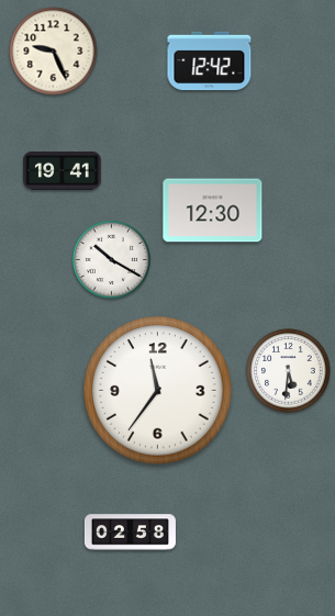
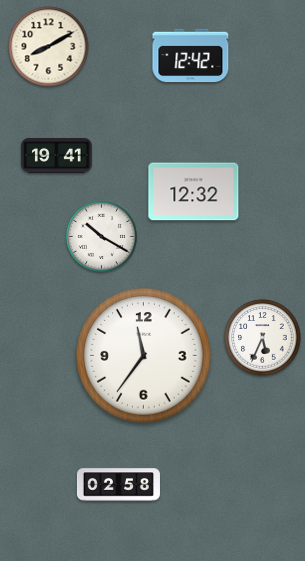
clock at (54, 52): 9:26 -> 8:10
clock at (213, 211): 12:30 -> 12:32
clock at (289, 371): 5:31 -> 5:34
